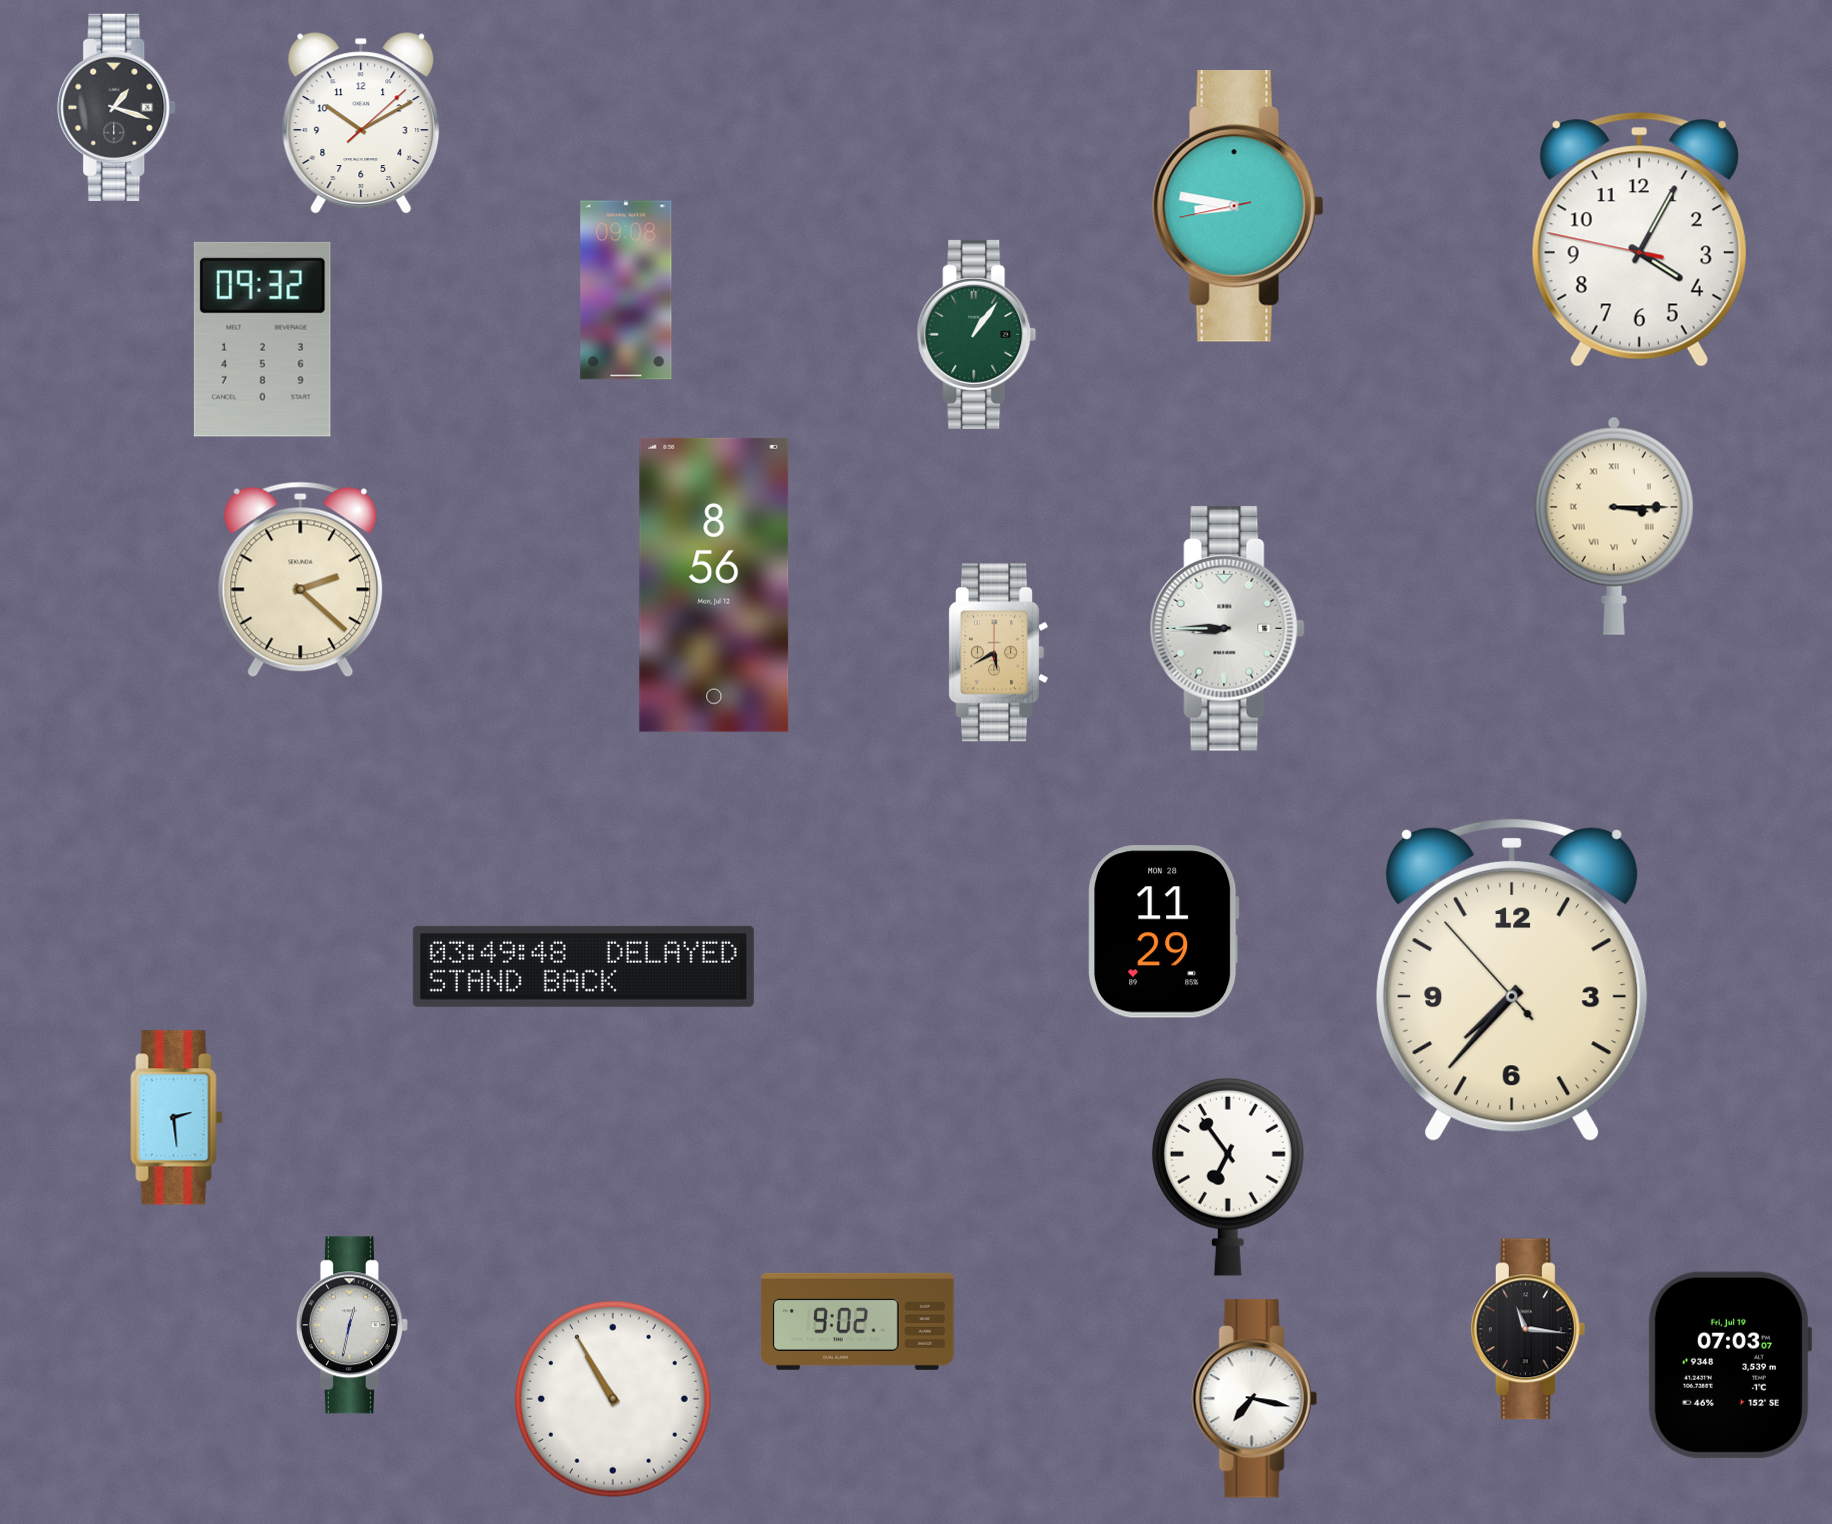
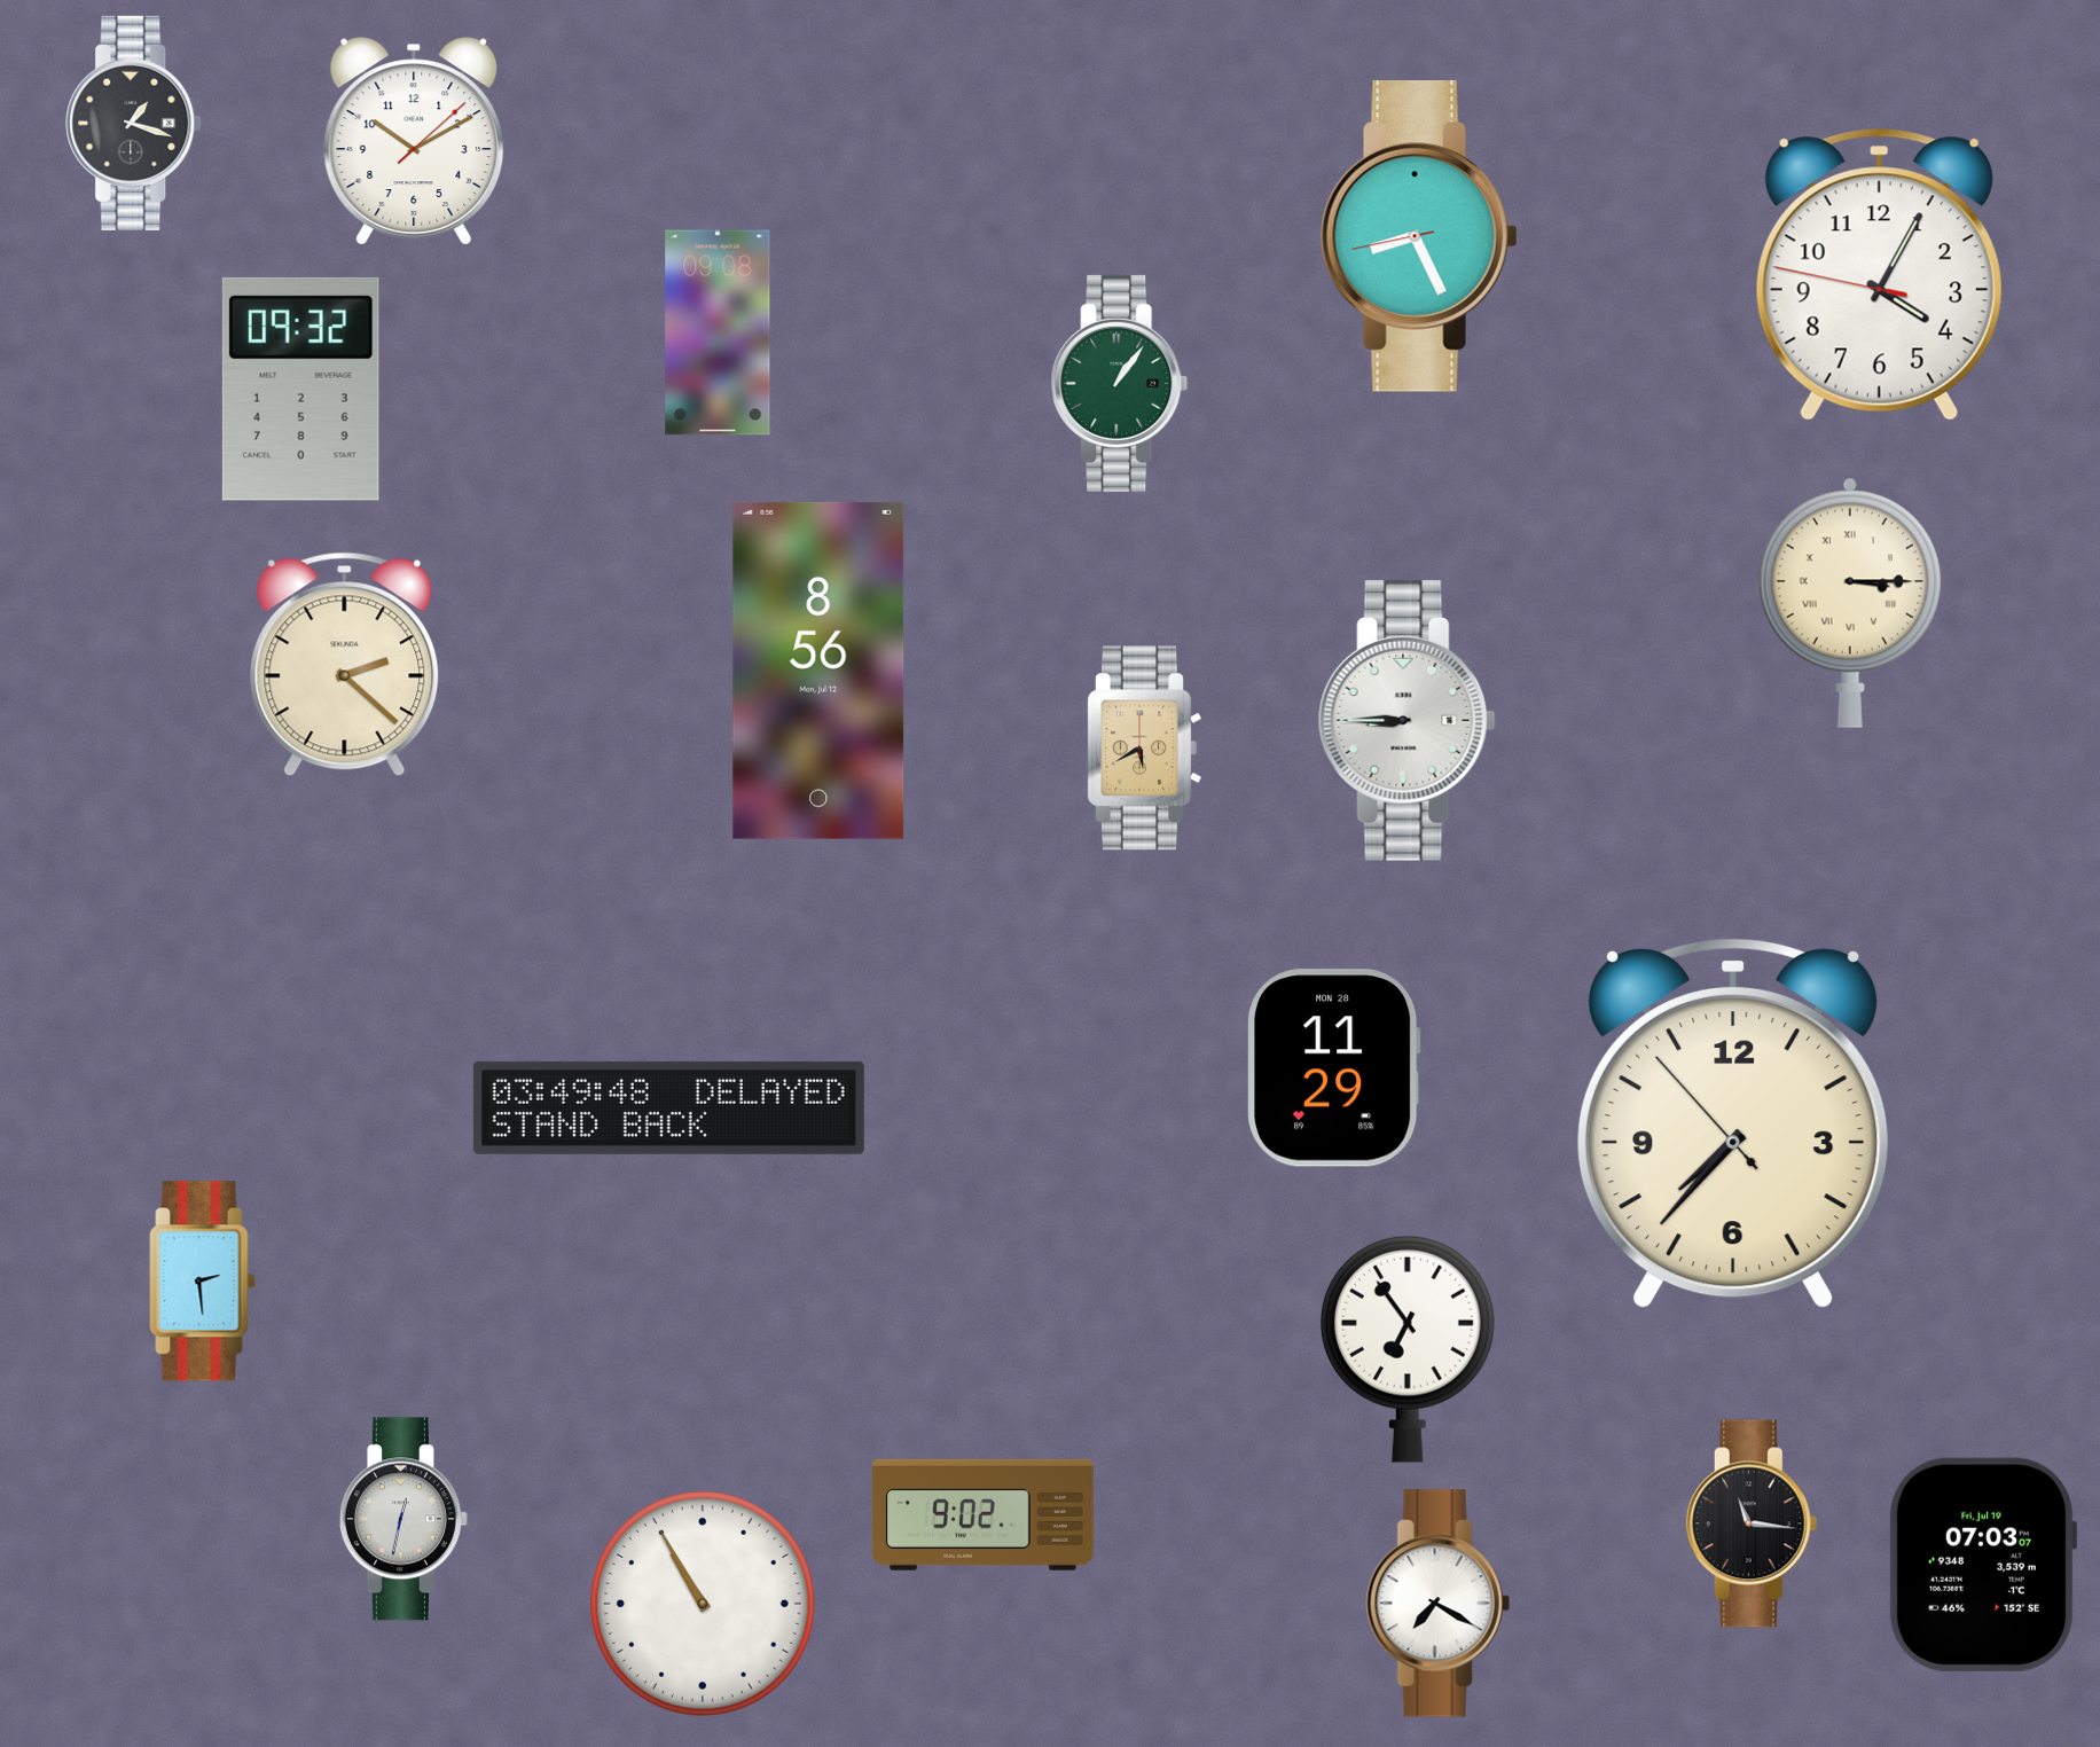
clock at (1238, 207): 8:46 -> 8:25
clock at (1254, 1399): 7:17 -> 7:20
